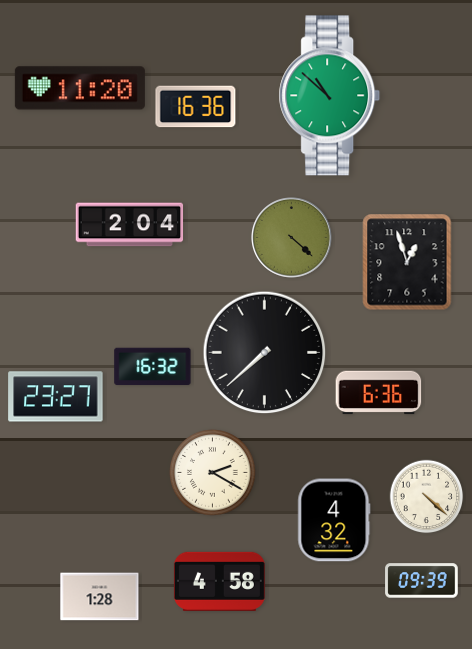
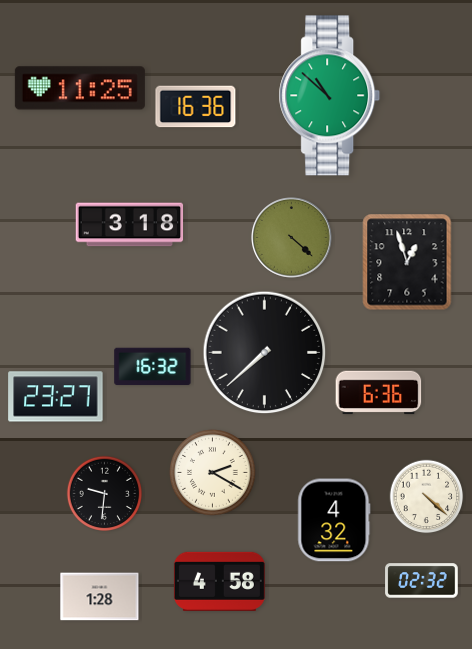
clock at (80, 88): 11:20 -> 11:25
clock at (130, 225): 2:04 -> 3:18
clock at (105, 494): none -> 9:31
clock at (422, 581): 09:39 -> 02:32
